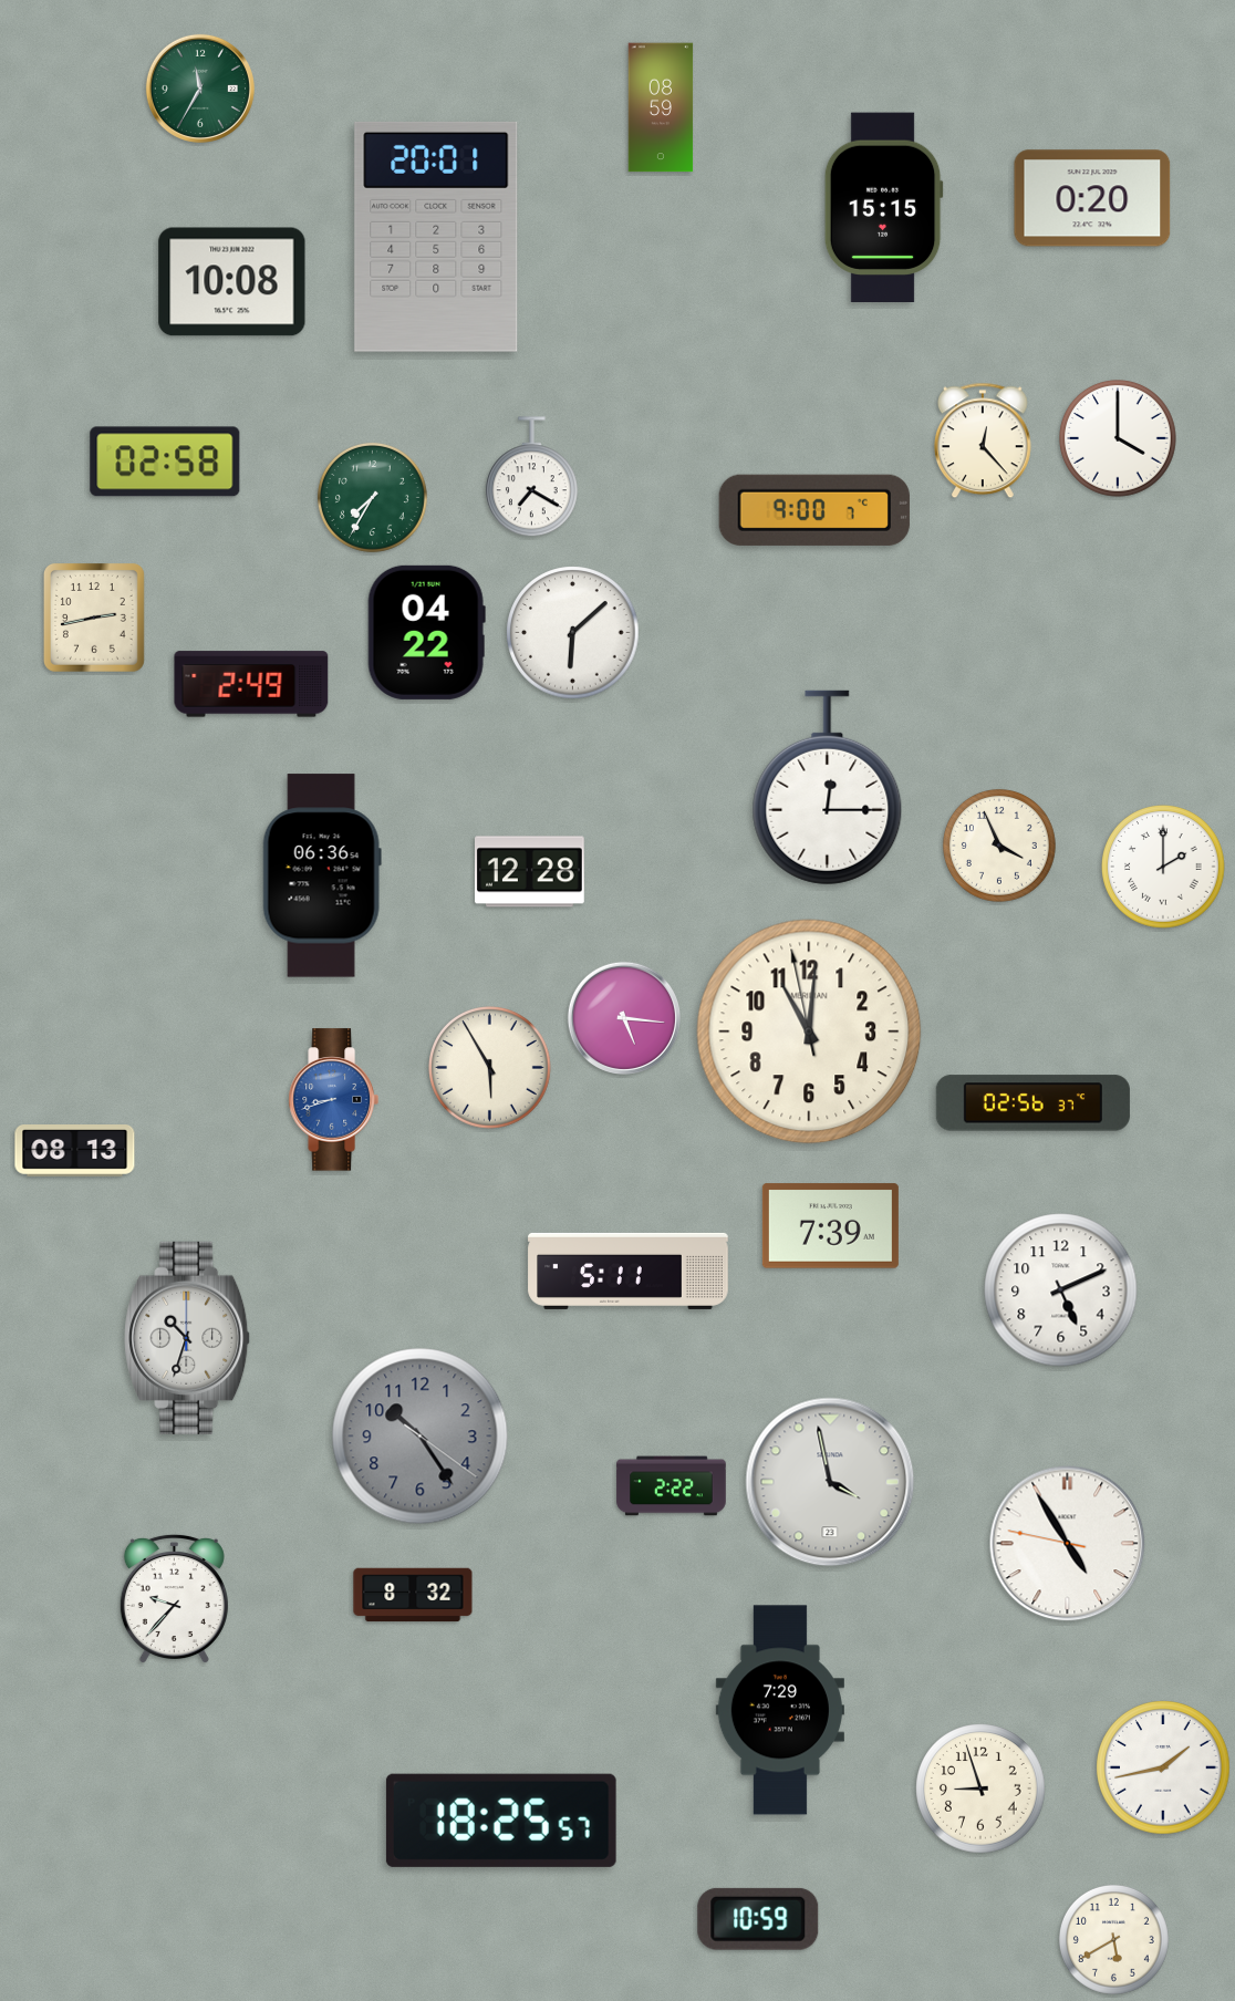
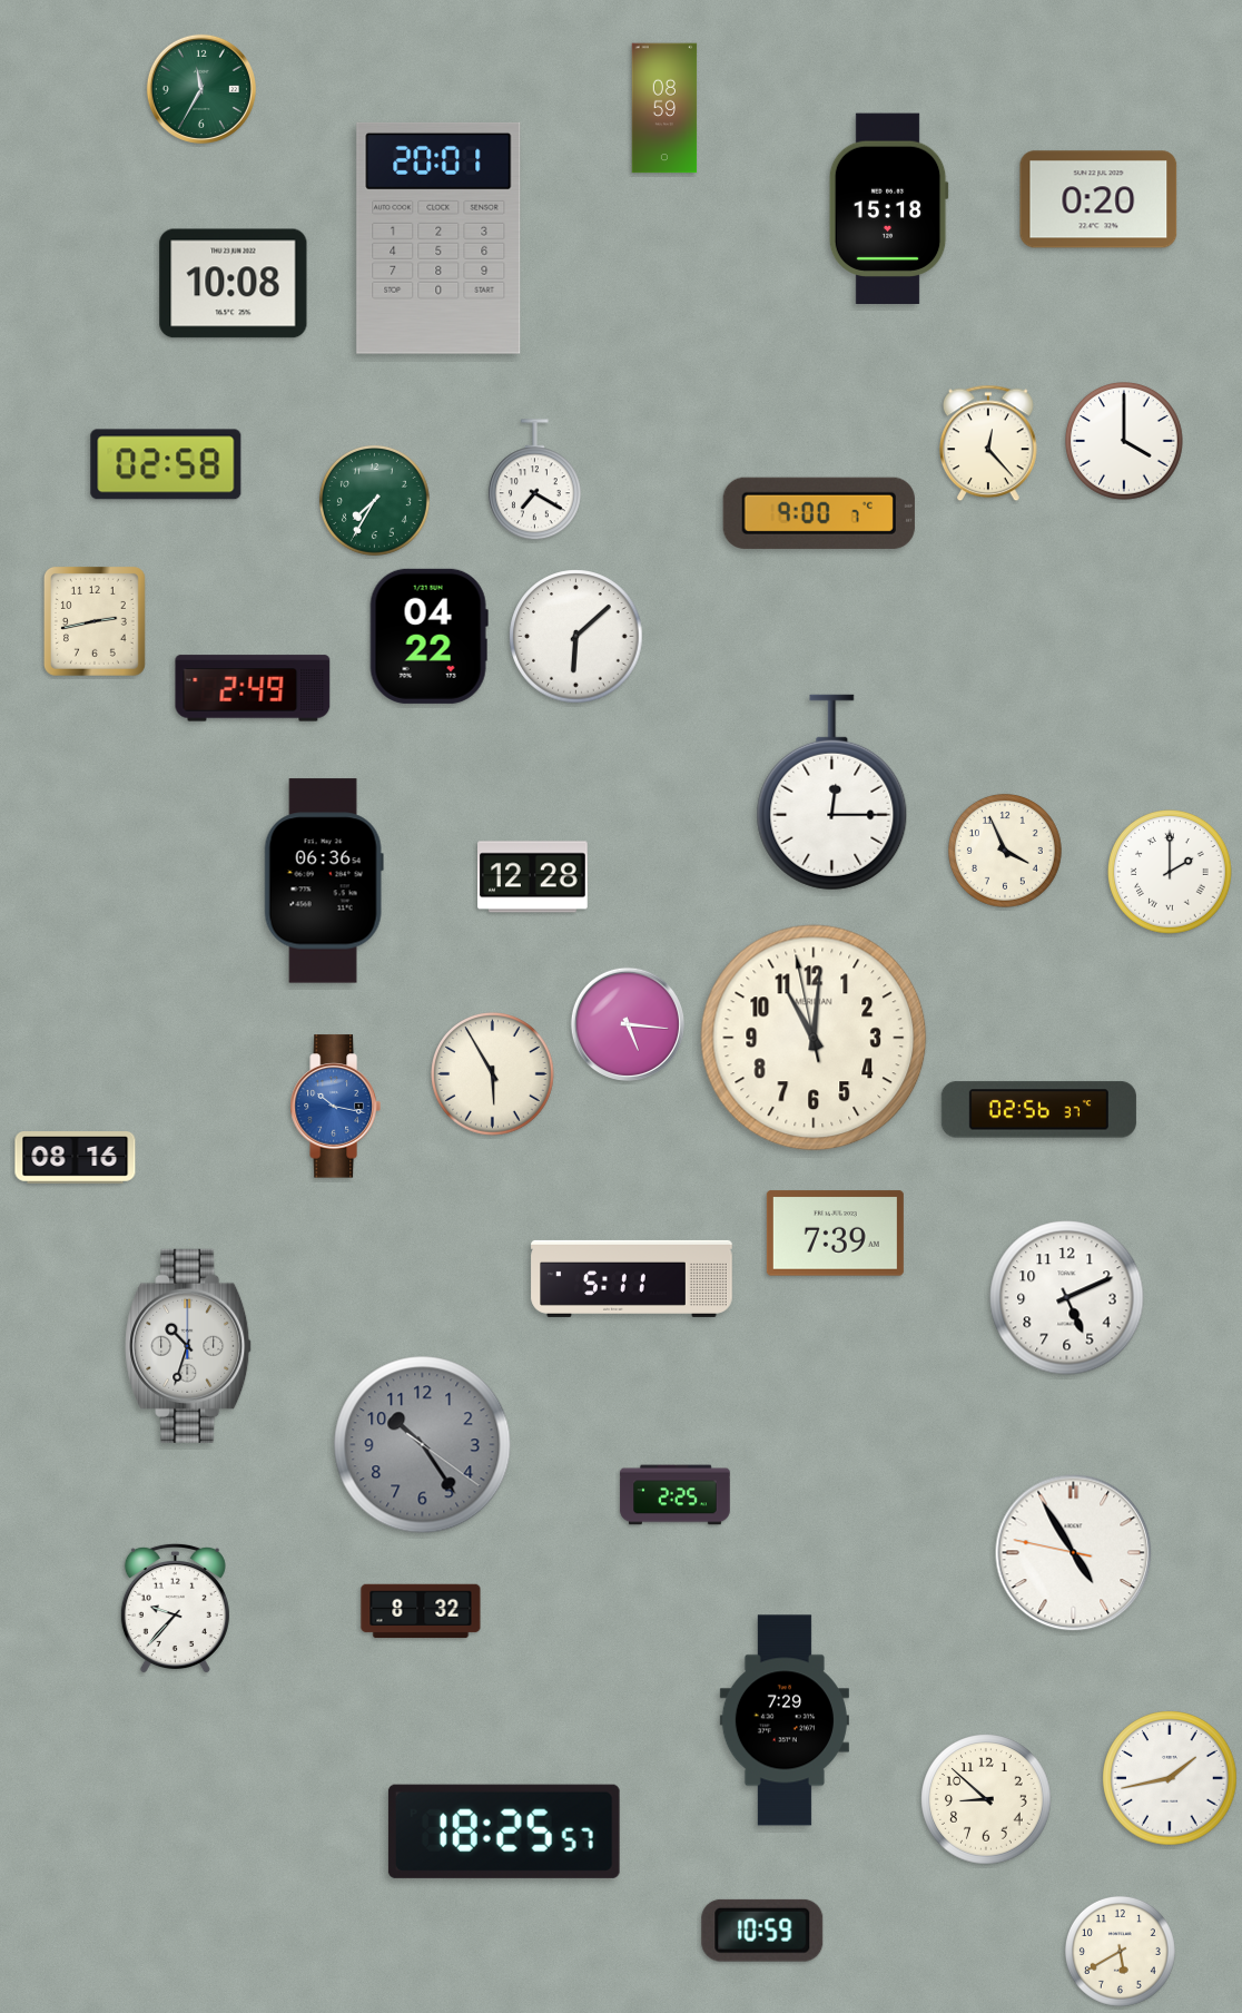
clock at (883, 208): 15:15 -> 15:18
clock at (333, 1100): 8:42 -> 10:17
clock at (75, 1151): 08:13 -> 08:16
clock at (830, 1482): 3:58 -> none
clock at (672, 1486): 2:22 -> 2:25
clock at (413, 1595) position: (413, 1595) -> (421, 1611)
clock at (980, 1789): 8:57 -> 8:52
